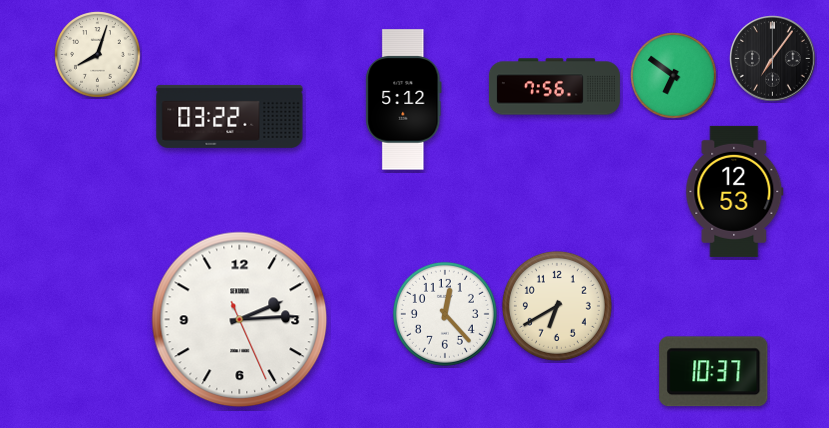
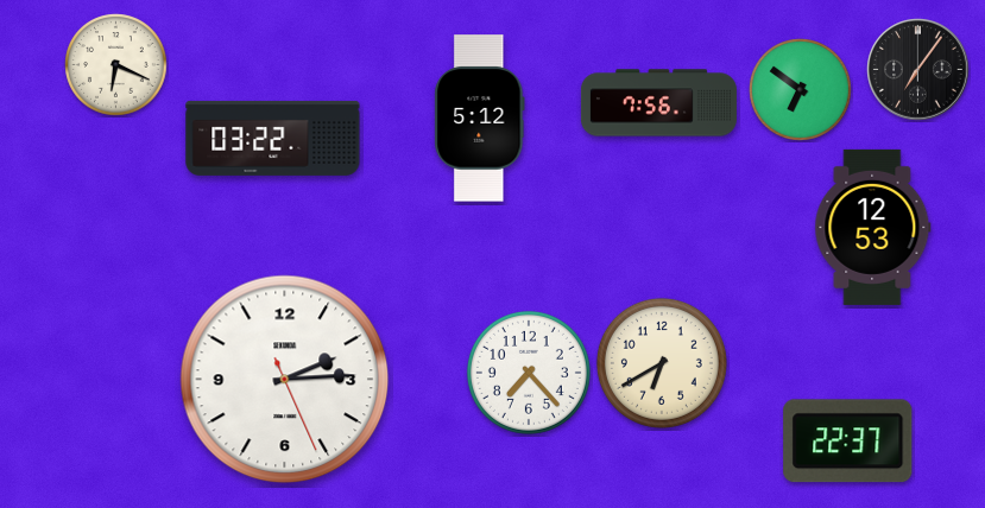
clock at (98, 55): 8:03 -> 6:19
clock at (445, 314): 12:23 -> 7:23
clock at (714, 372): 10:37 -> 22:37
